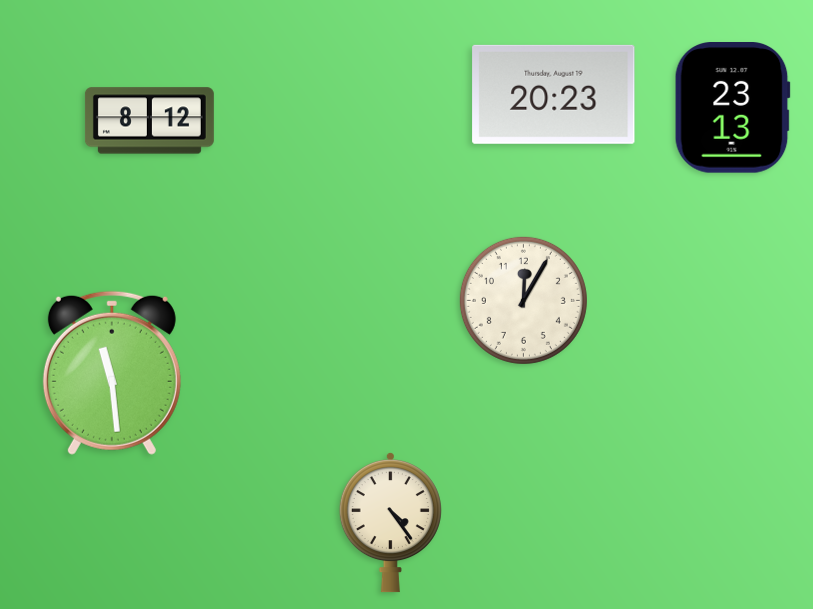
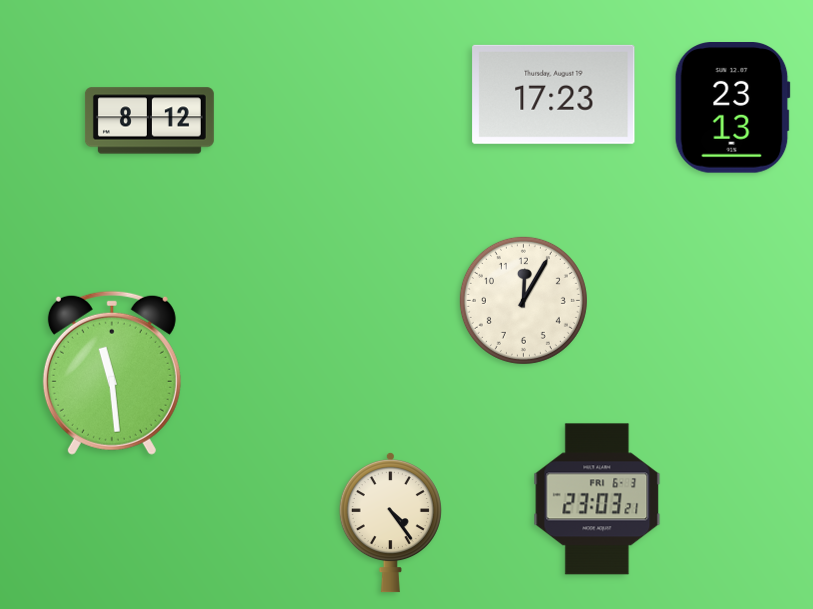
clock at (554, 94): 20:23 -> 17:23
clock at (597, 499): none -> 23:03
